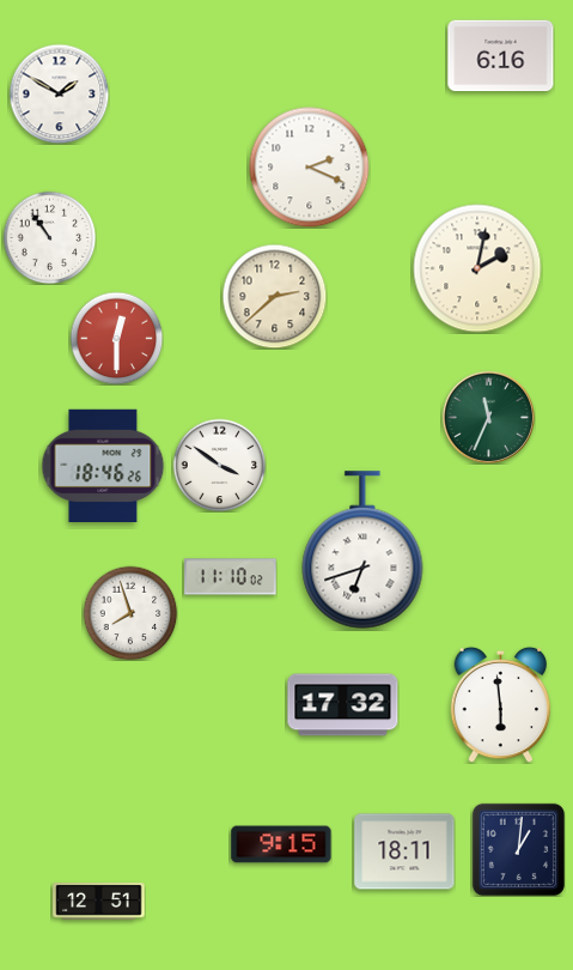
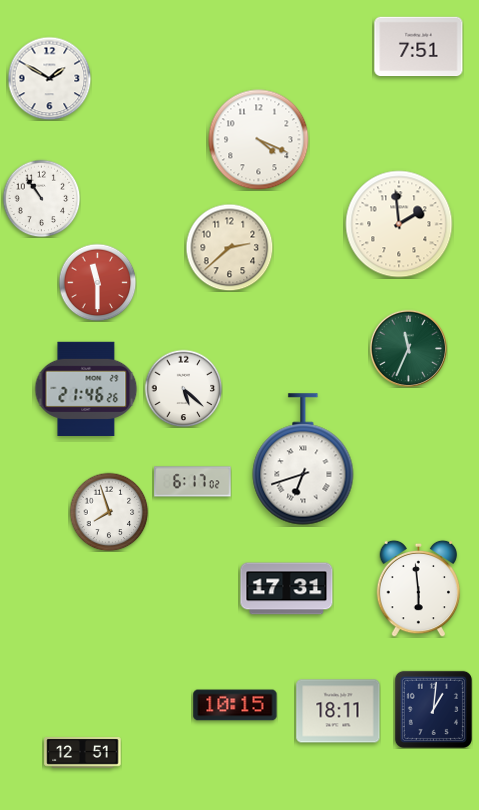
clock at (501, 56): 6:16 -> 7:51
clock at (310, 168): 2:19 -> 4:19
clock at (477, 268): 2:02 -> 1:59
clock at (116, 338): 12:30 -> 11:30
clock at (103, 465): 18:46 -> 21:46
clock at (219, 465): 3:51 -> 5:22
clock at (231, 577): 11:10 -> 6:17
clock at (343, 705): 17:32 -> 17:31
clock at (281, 844): 9:15 -> 10:15
